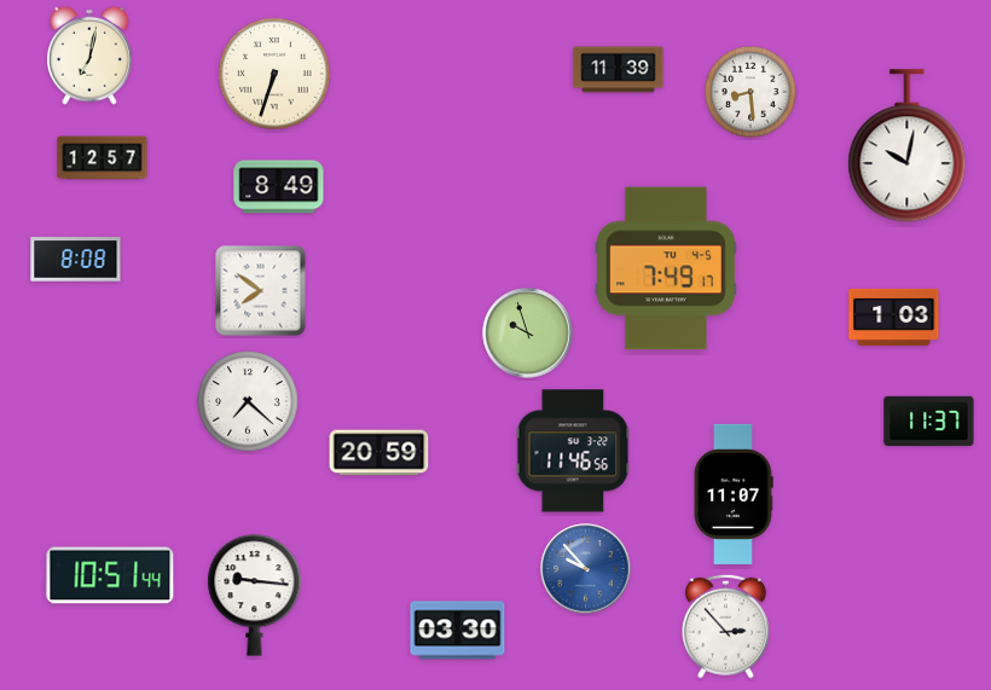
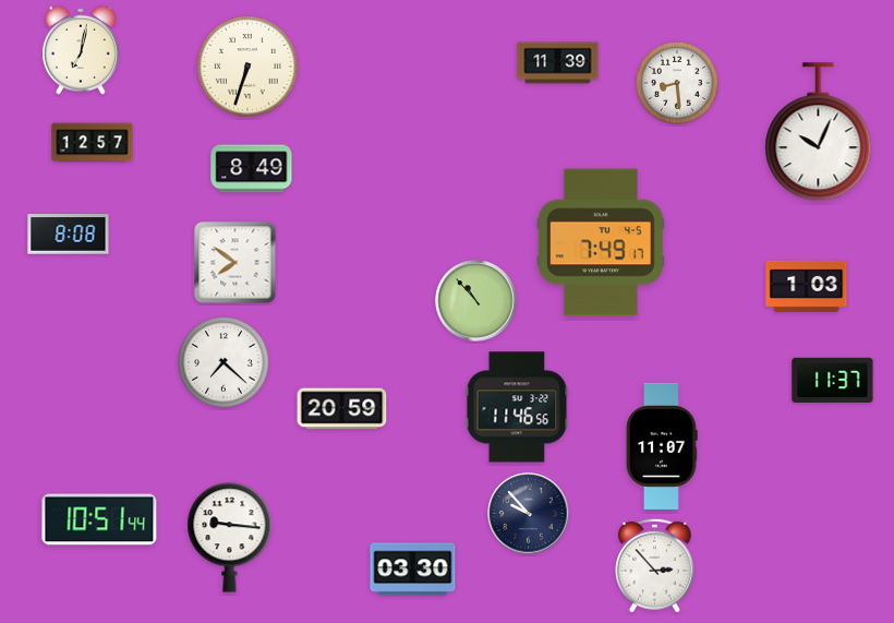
clock at (908, 146): 10:02 -> 10:04
clock at (528, 334): 9:57 -> 10:53
clock at (929, 422) position: (929, 422) -> (833, 381)
clock at (586, 569) dial: blue -> navy
